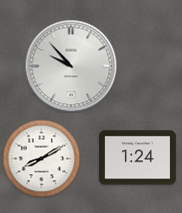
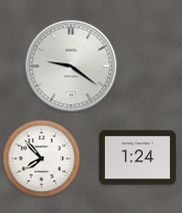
clock at (71, 66): 9:53 -> 9:21
clock at (41, 158): 8:10 -> 7:53
